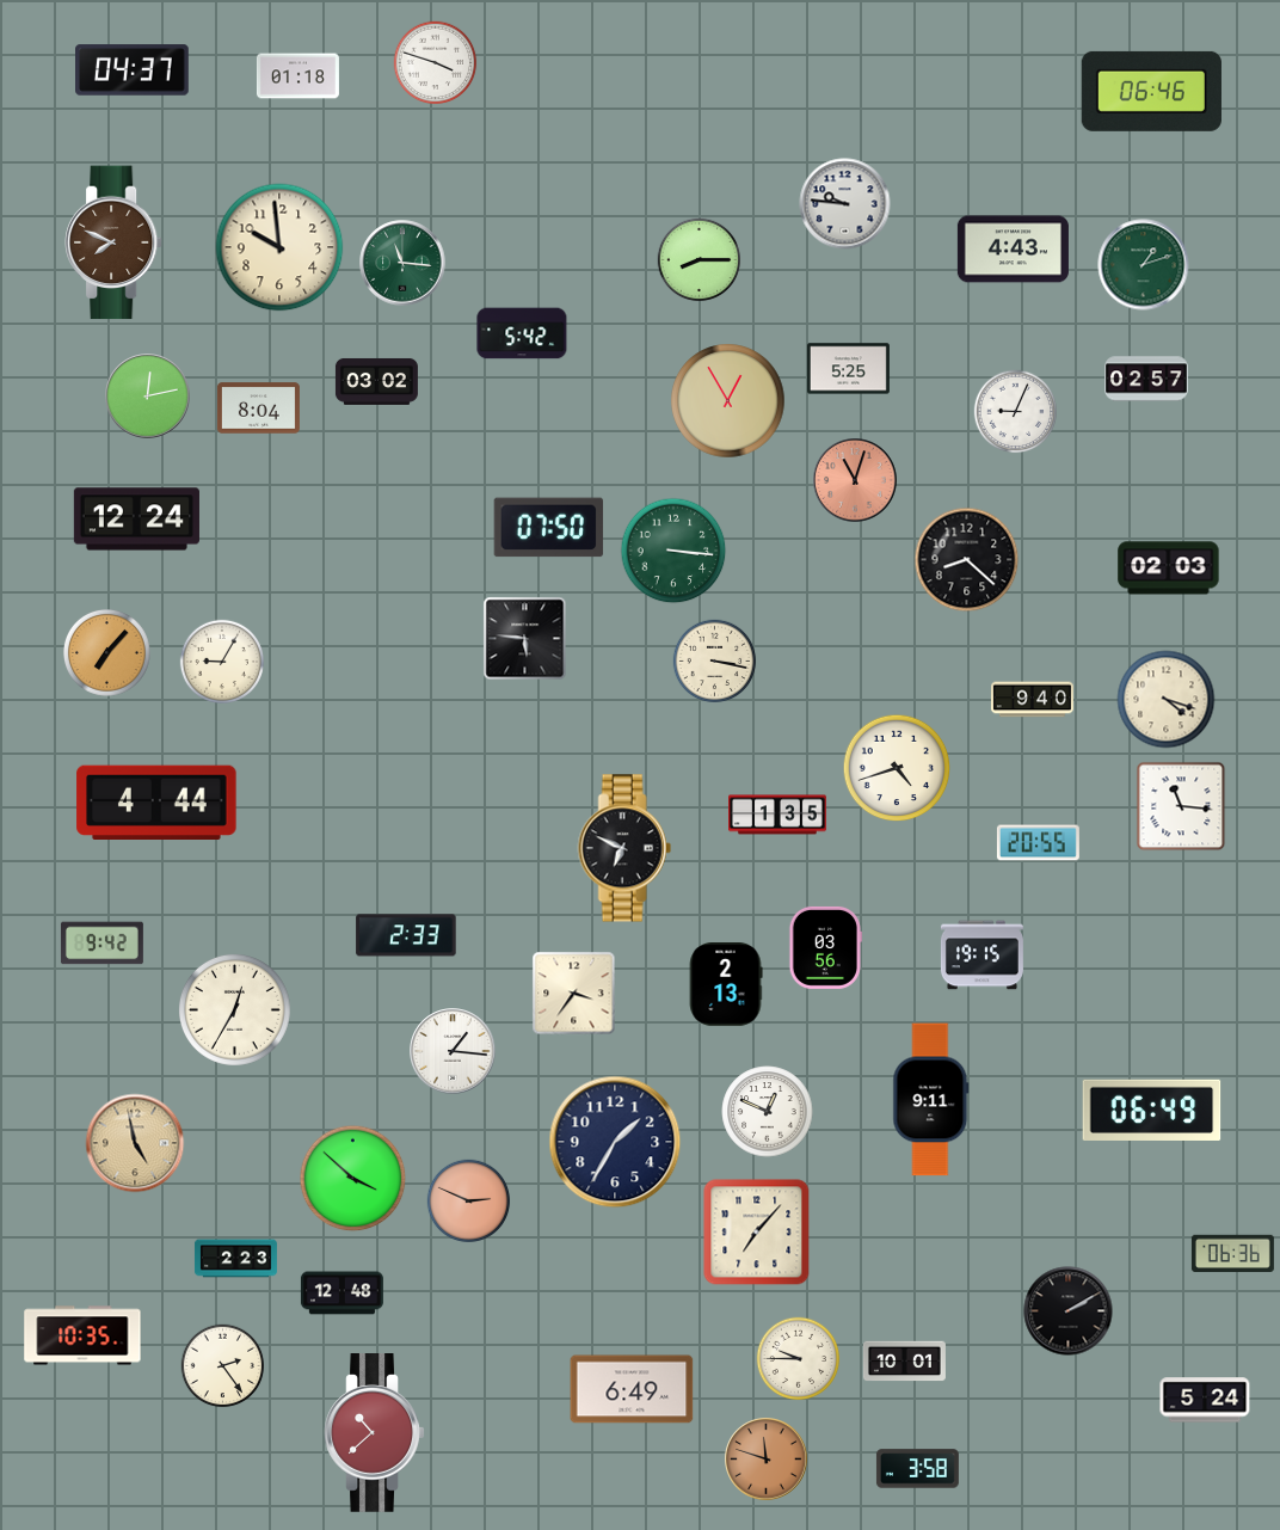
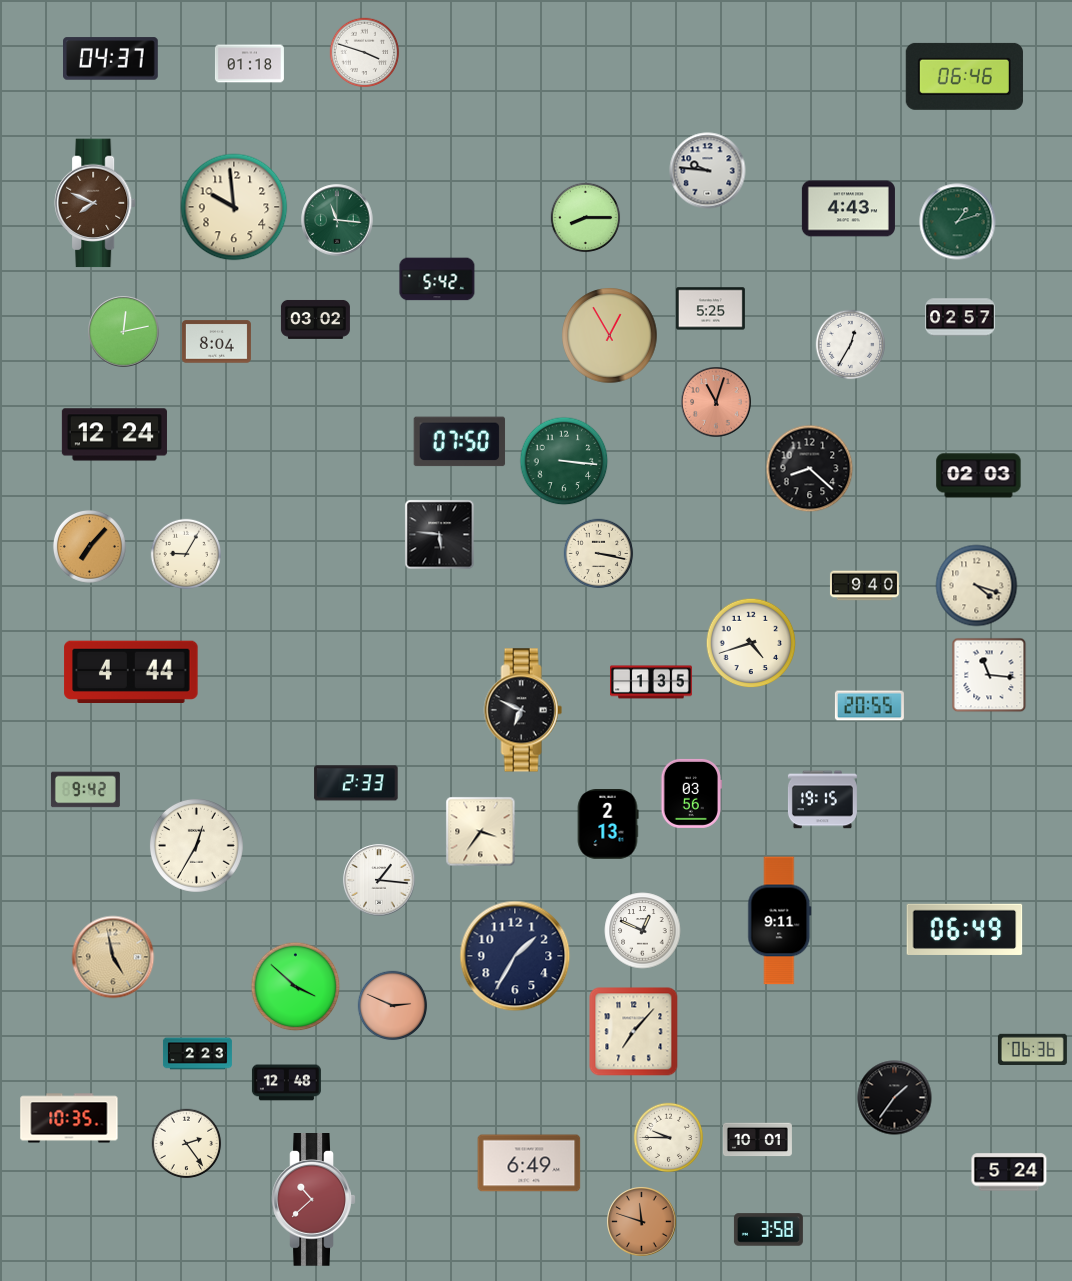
clock at (1016, 412): 9:04 -> 12:35
clock at (406, 935) position: (406, 935) -> (356, 783)
clock at (1069, 1311): 2:10 -> 1:36
